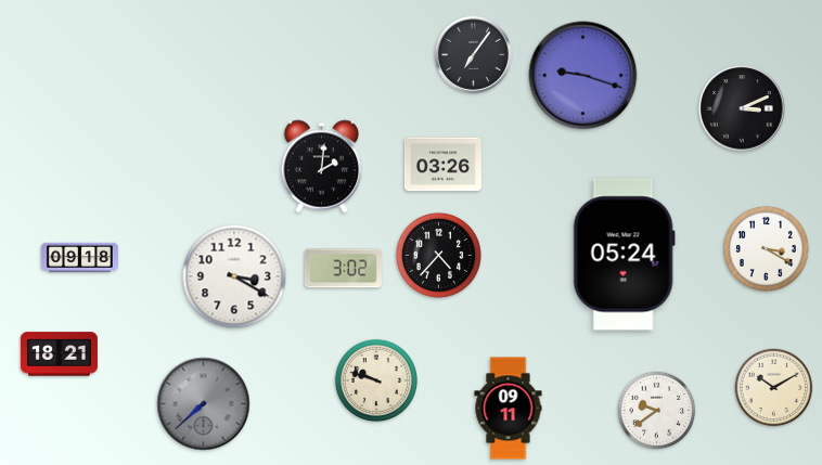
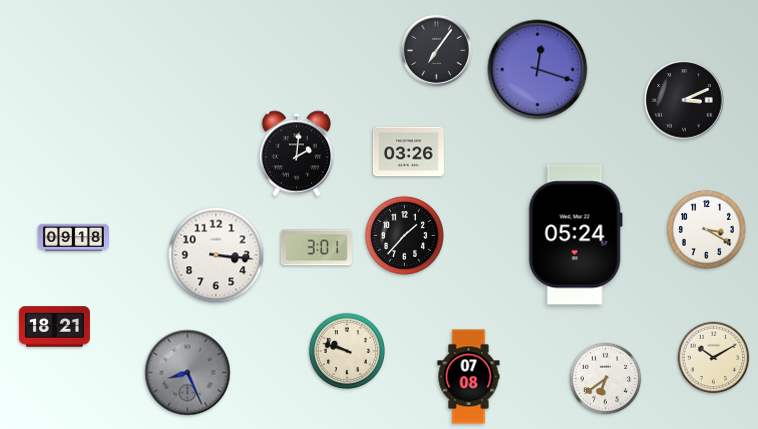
clock at (583, 76): 9:18 -> 12:18
clock at (438, 255): 4:37 -> 1:37
clock at (343, 269): 3:02 -> 3:01
clock at (234, 276): 3:20 -> 3:16
clock at (204, 404): 7:38 -> 8:26
clock at (509, 409): 09:11 -> 07:08
clock at (657, 411): 9:39 -> 6:39
